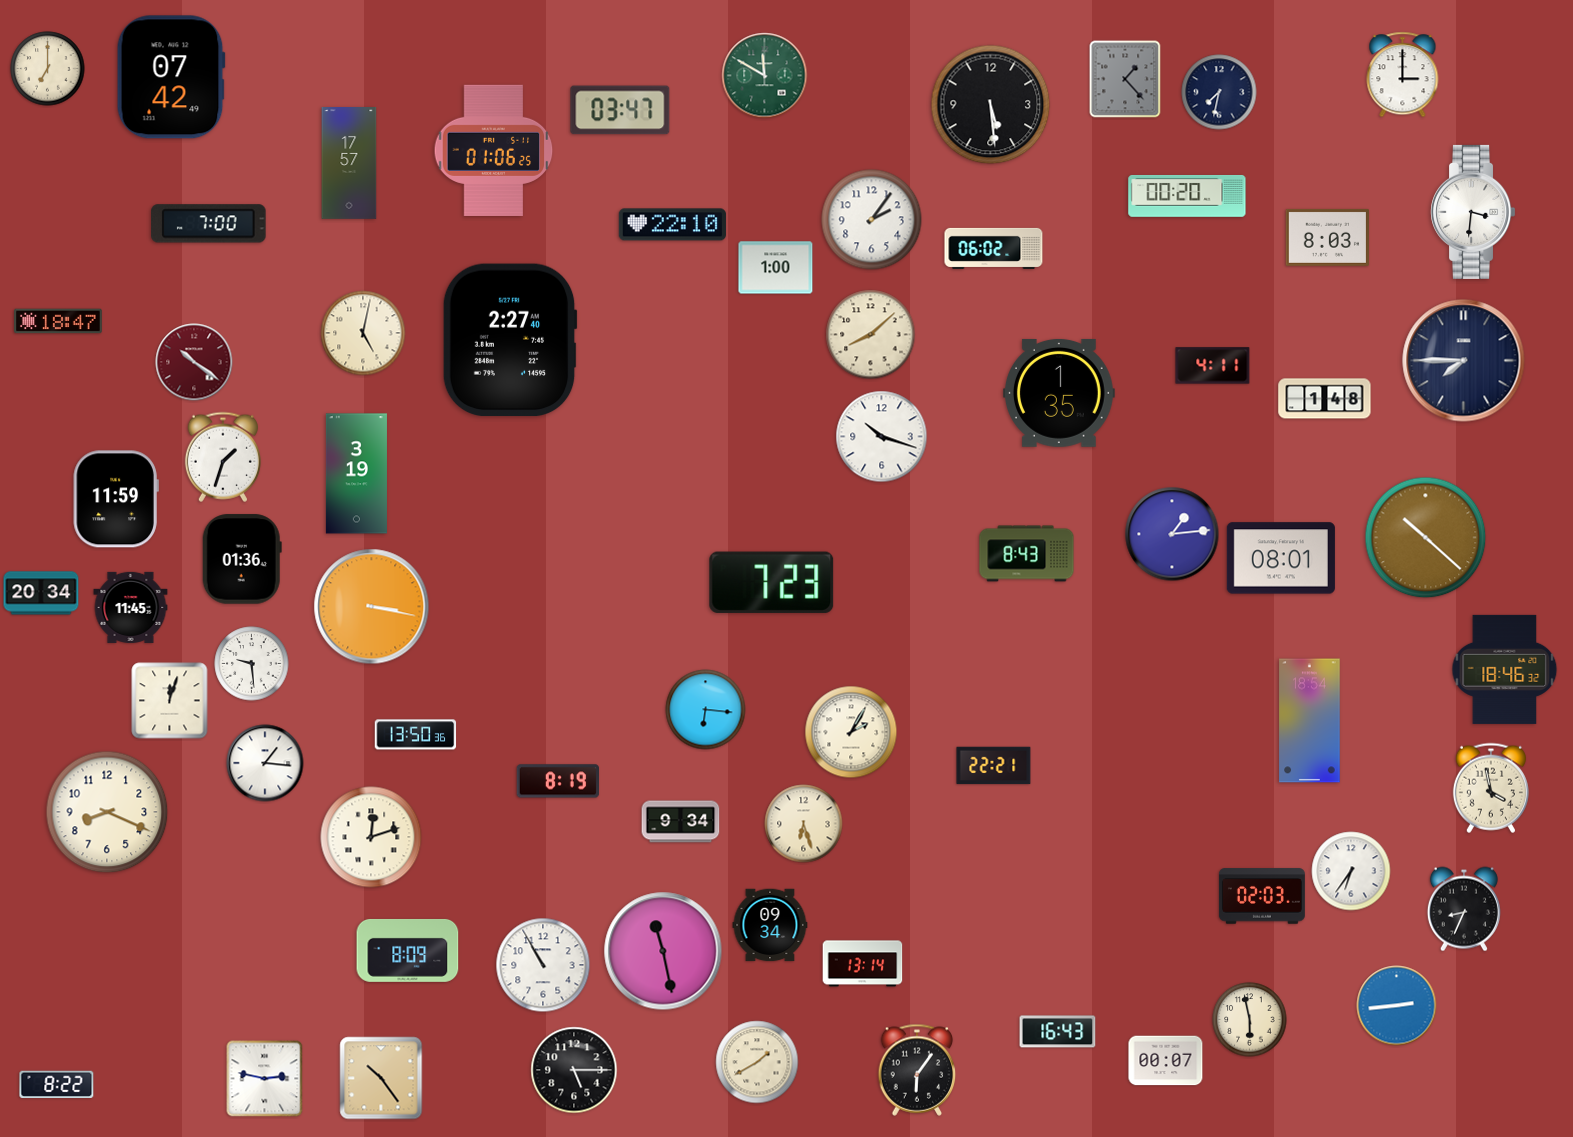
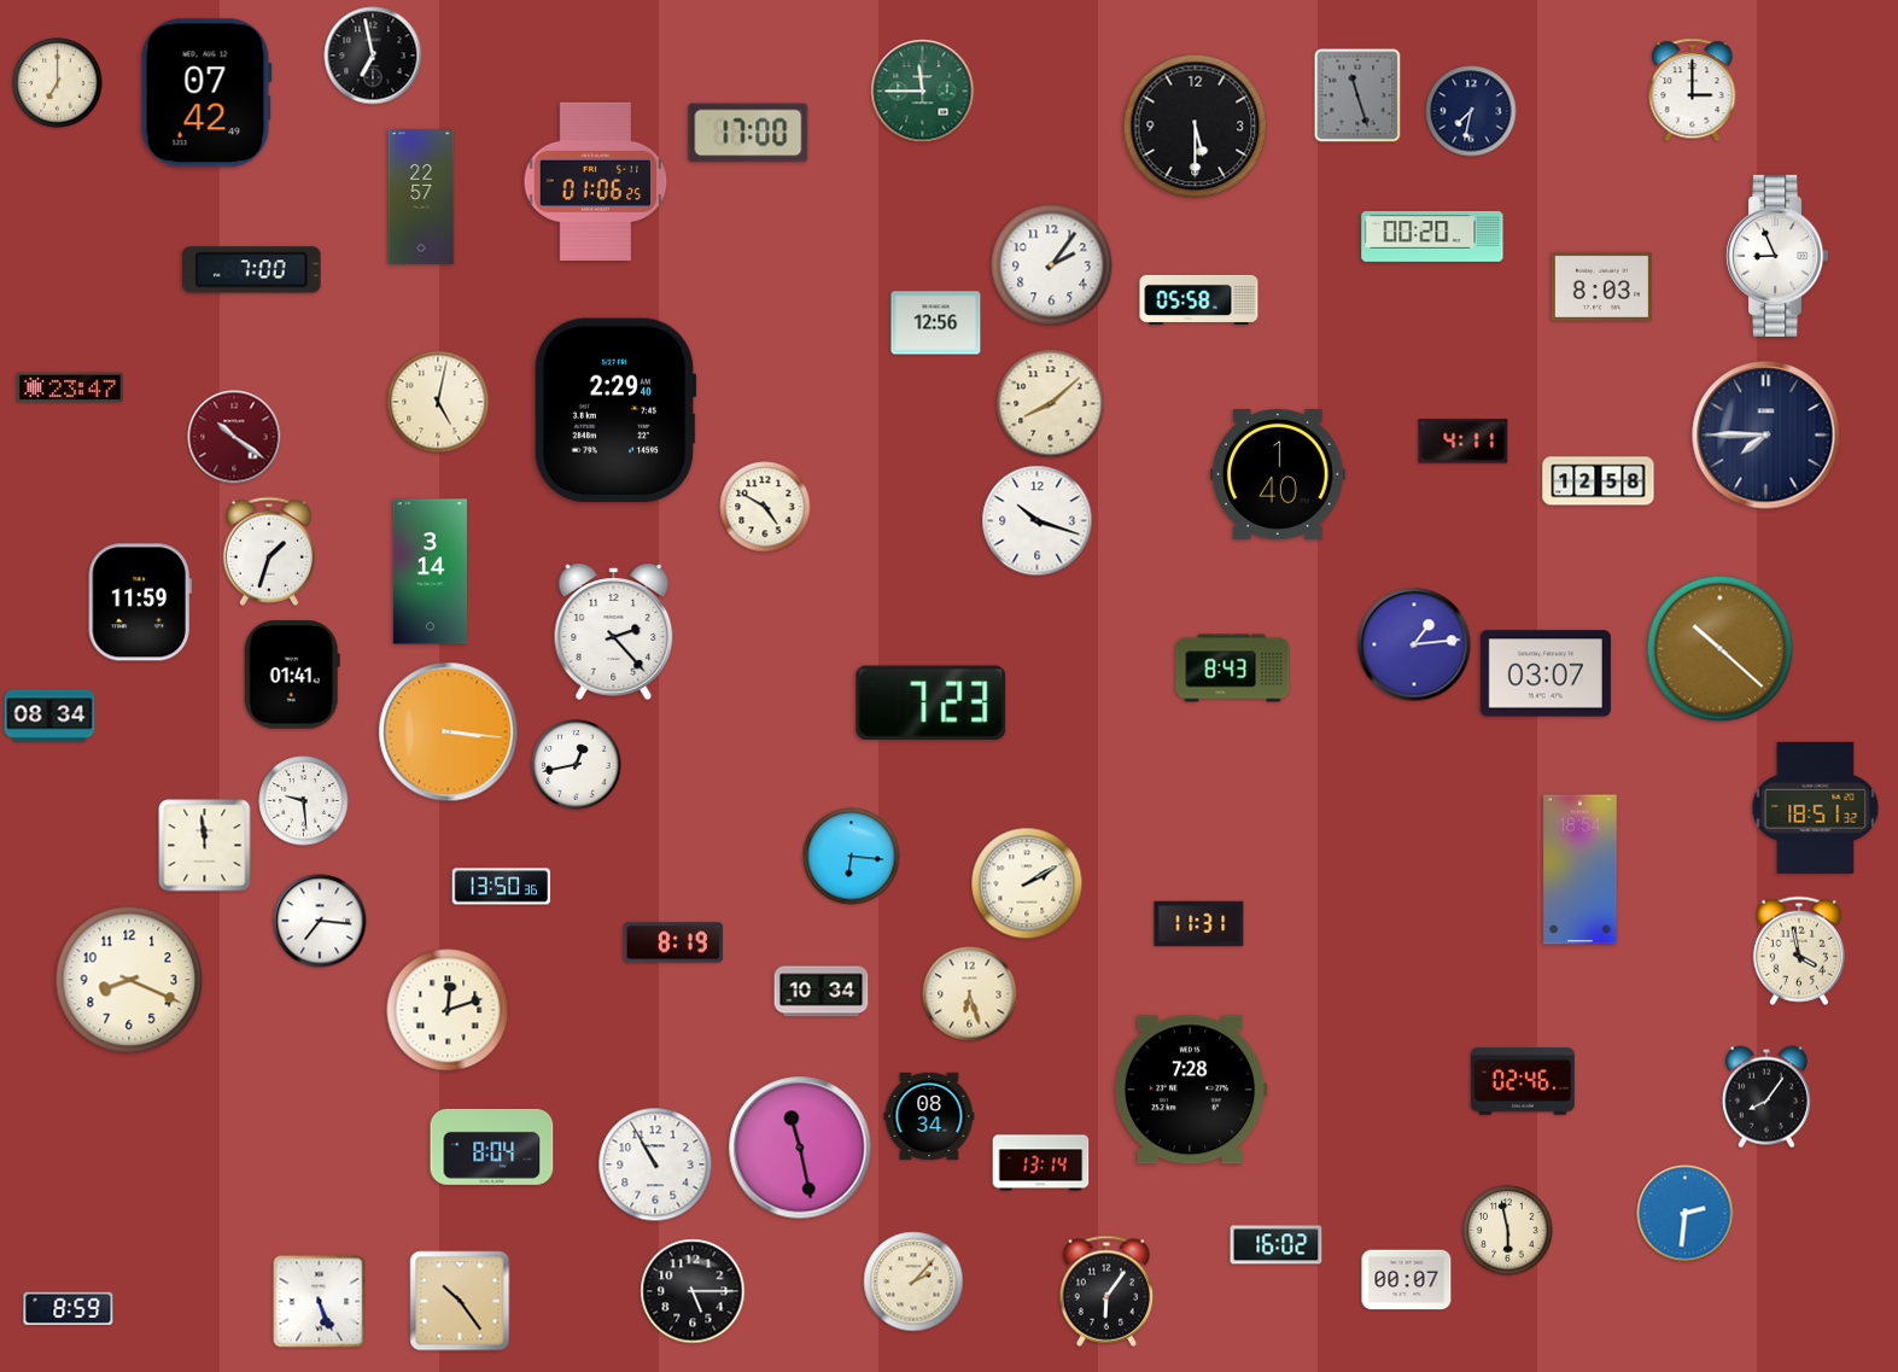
clock at (373, 56): none -> 6:58
clock at (765, 76): 11:50 -> 11:45
clock at (1125, 79): 1:23 -> 11:27
clock at (991, 105): 5:29 -> 5:30
clock at (620, 110): 03:47 -> 17:00
clock at (349, 164): 17:57 -> 22:57
clock at (1473, 212): 3:31 -> 8:56
clock at (672, 225): 22:10 -> none
clock at (994, 248): 06:02 -> 05:58
clock at (776, 268): 1:00 -> 12:56
clock at (58, 321): 18:47 -> 23:47
clock at (510, 340): 2:27 -> 2:29
clock at (1059, 393): 1:35 -> 1:40
clock at (1325, 399): 1:48 -> 12:58
clock at (765, 507): none -> 4:50
clock at (882, 437) position: (882, 437) -> (1038, 521)
clock at (356, 474): 3:19 -> 3:14
clock at (614, 631): none -> 2:23
clock at (1027, 554) position: (1027, 554) -> (1233, 669)
clock at (1281, 558): 08:01 -> 03:07
clock at (242, 559): 01:36 -> 01:41
clock at (41, 593): 20:34 -> 08:34
clock at (131, 607): 11:45 -> none
clock at (372, 607): 3:17 -> 3:16
clock at (577, 765): none -> 12:43
clock at (1505, 669): 18:46 -> 18:51
clock at (170, 701): 12:03 -> 11:59
clock at (851, 732): 2:05 -> 2:10
clock at (265, 763): 1:16 -> 7:16
clock at (994, 766): 22:21 -> 11:31
clock at (681, 822): 9:34 -> 10:34
clock at (1351, 871): 6:36 -> none
clock at (1262, 896): 02:03 -> 02:46
clock at (1191, 1090): none -> 7:28
clock at (1464, 909): 8:34 -> 8:06
clock at (770, 925): 09:34 -> 08:34
clock at (408, 950): 8:09 -> 8:04
clock at (1397, 1006): 2:44 -> 2:31
clock at (1058, 1032): 16:43 -> 16:02
clock at (757, 1062): 1:40 -> 2:07
clock at (265, 1079): 2:47 -> 5:26
clock at (57, 1085): 8:22 -> 8:59
